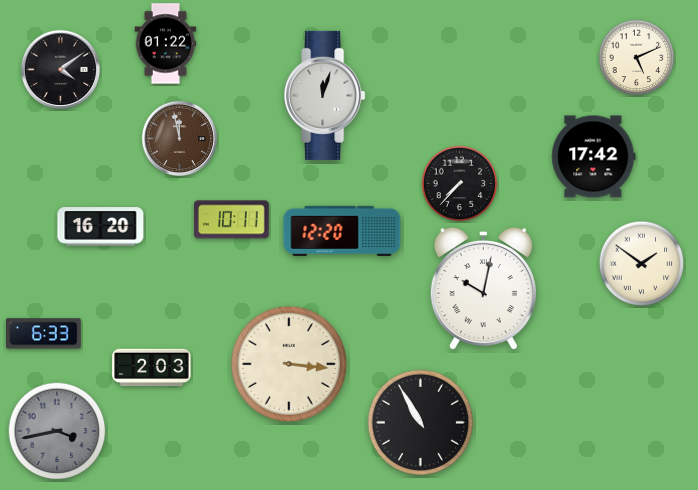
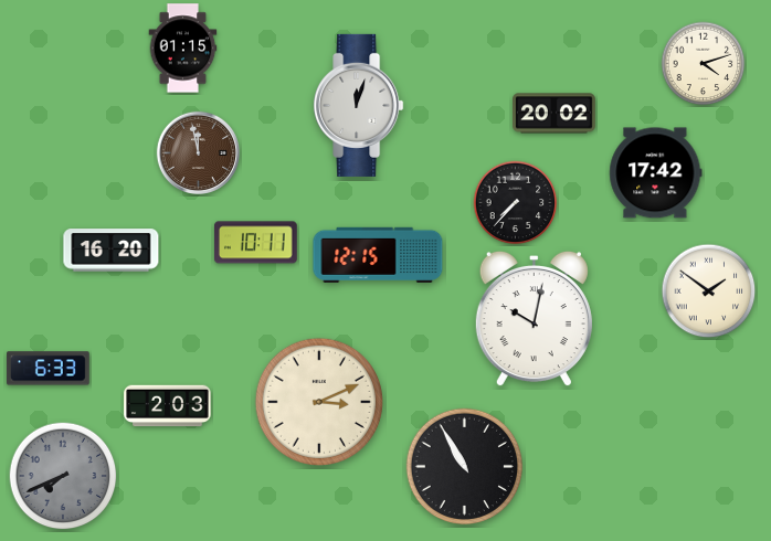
clock at (166, 44): 01:22 -> 01:15
clock at (637, 58): 5:11 -> 4:12
clock at (61, 70): 4:09 -> none
clock at (555, 114): none -> 20:02
clock at (460, 184) position: (460, 184) -> (516, 203)
clock at (342, 231): 12:20 -> 12:15
clock at (289, 364): 3:16 -> 3:11
clock at (57, 431): 3:43 -> 7:41
